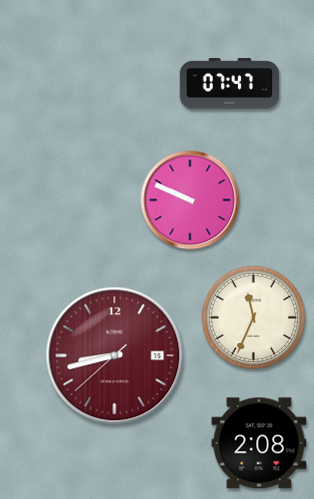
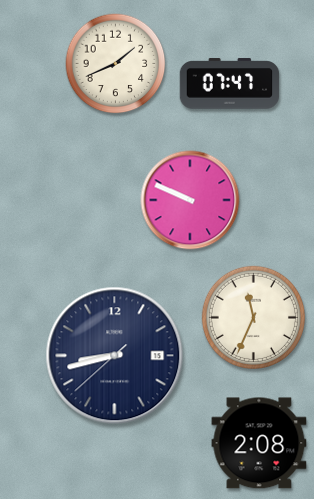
clock at (116, 64): none -> 1:41
clock at (115, 356) dial: burgundy -> navy
